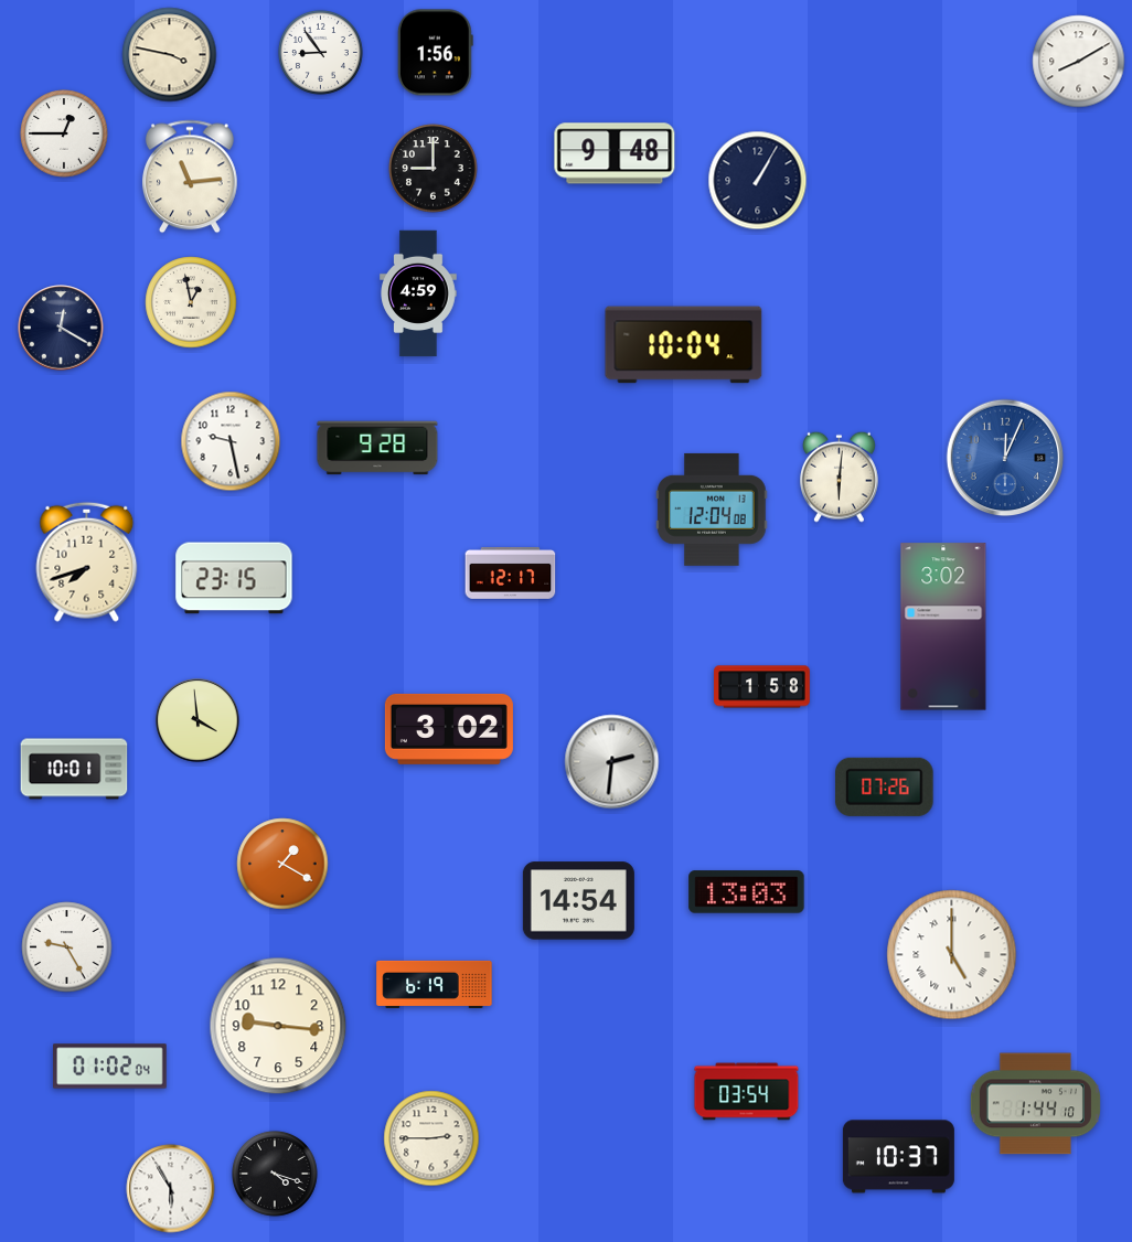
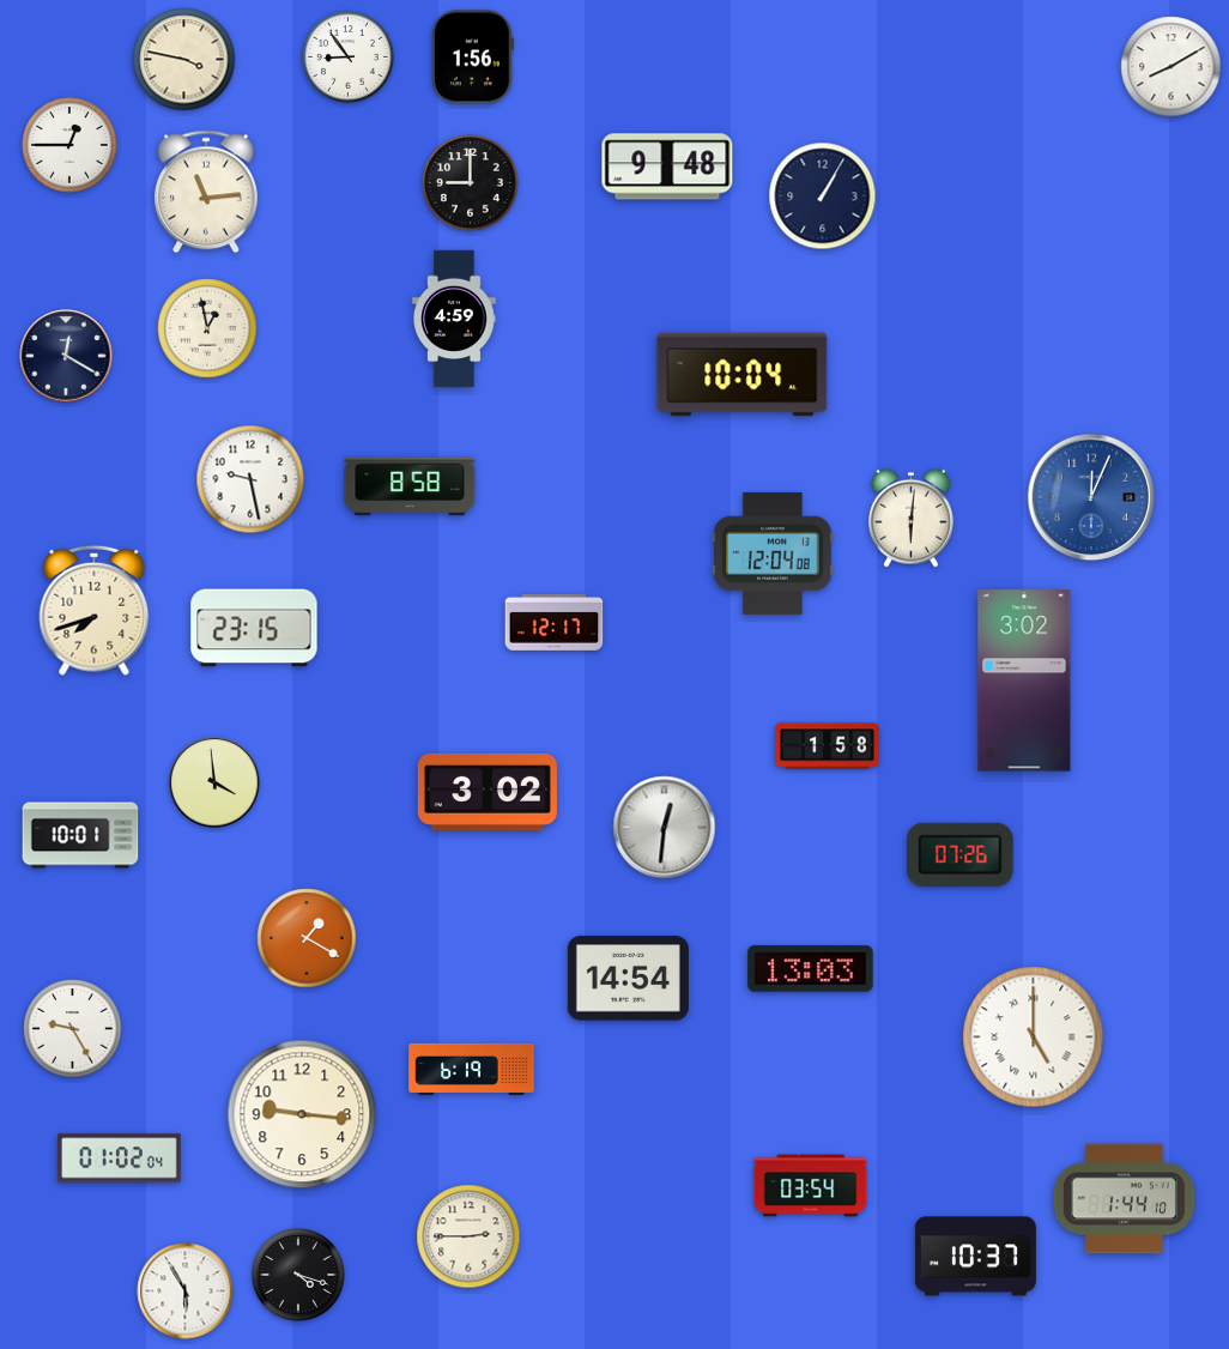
clock at (377, 448): 9:28 -> 8:58
clock at (612, 762): 2:31 -> 12:31
